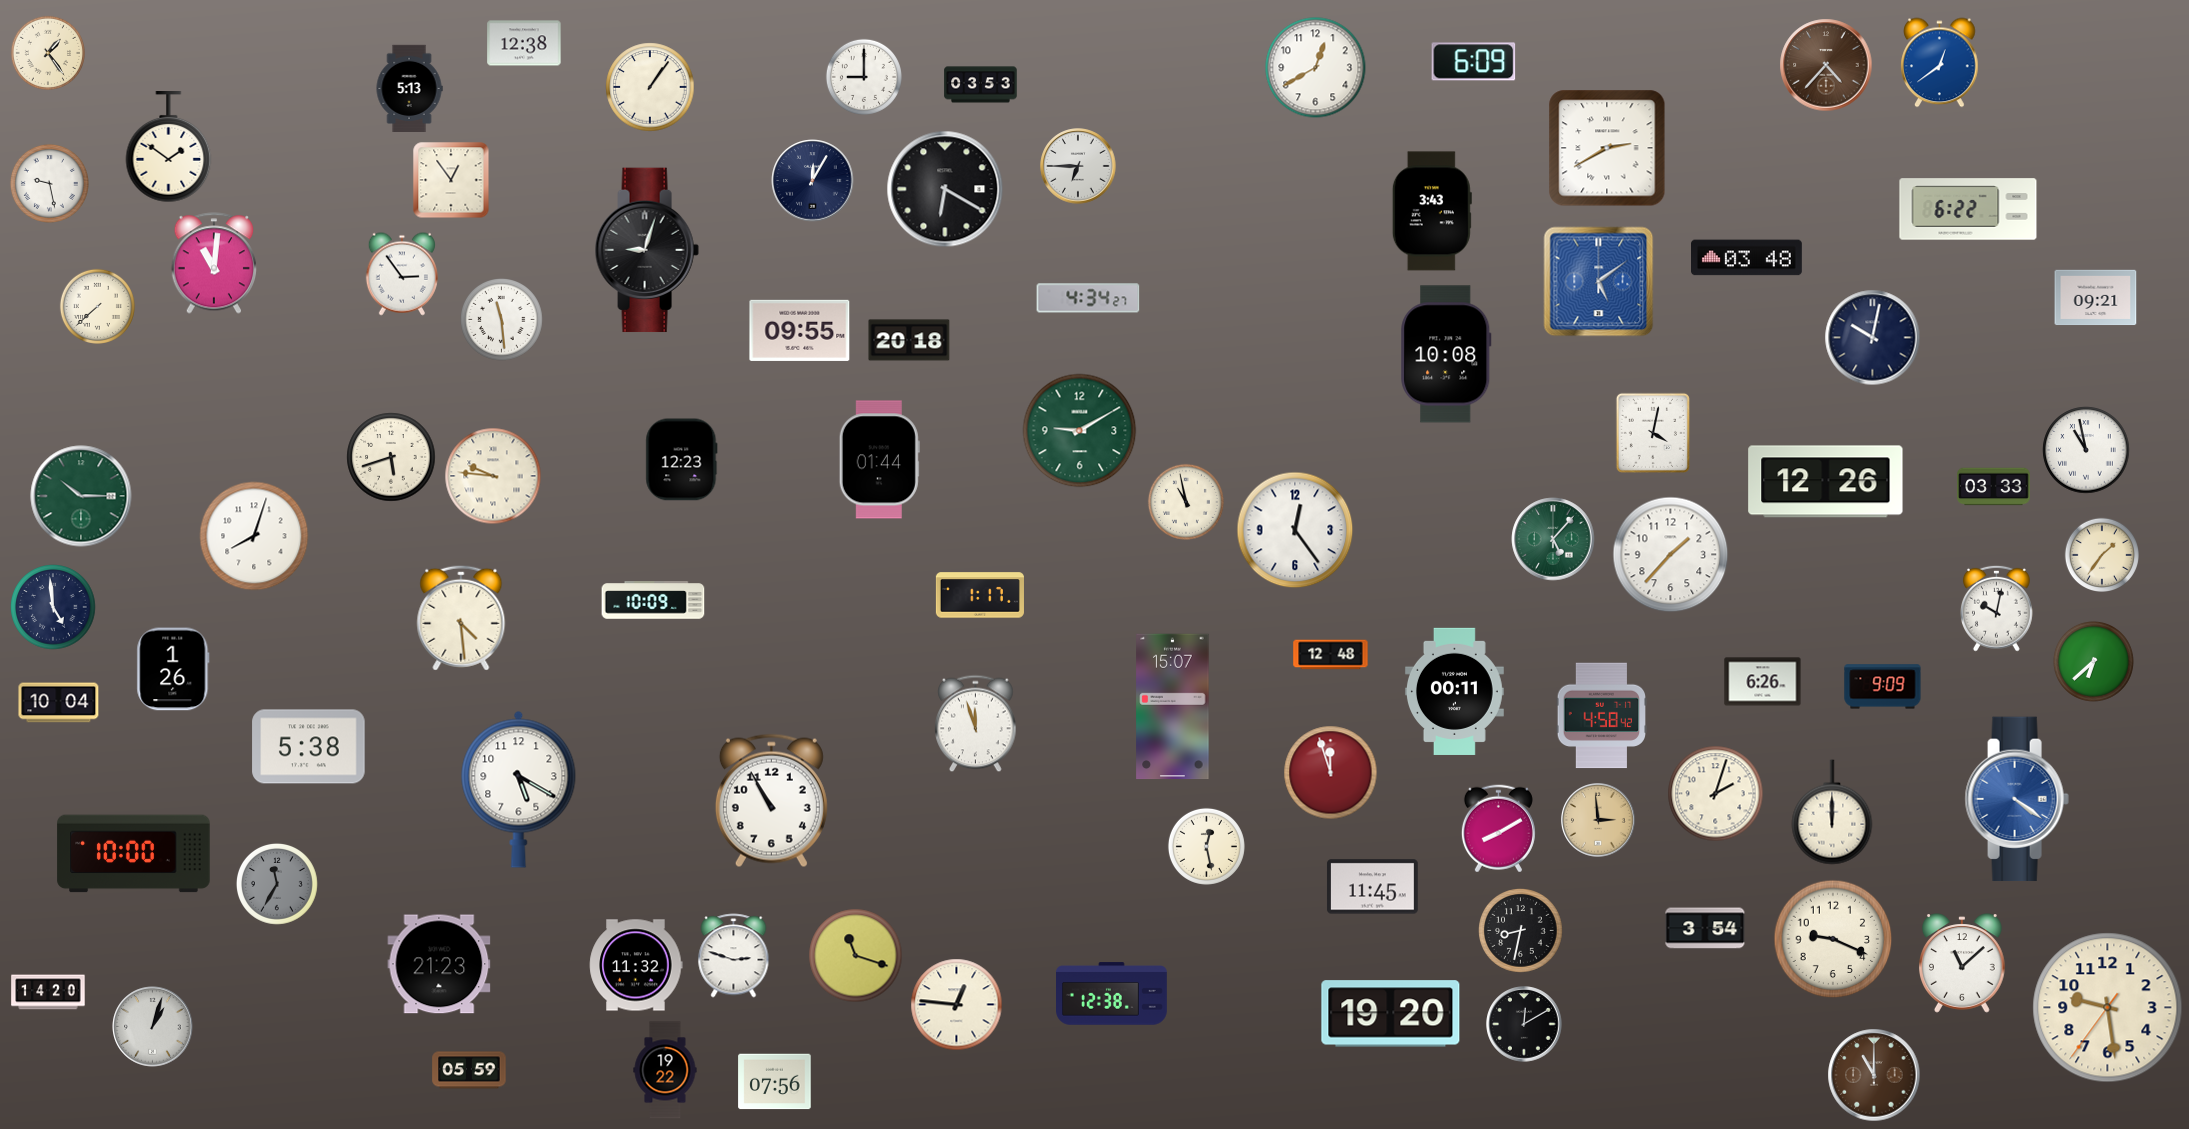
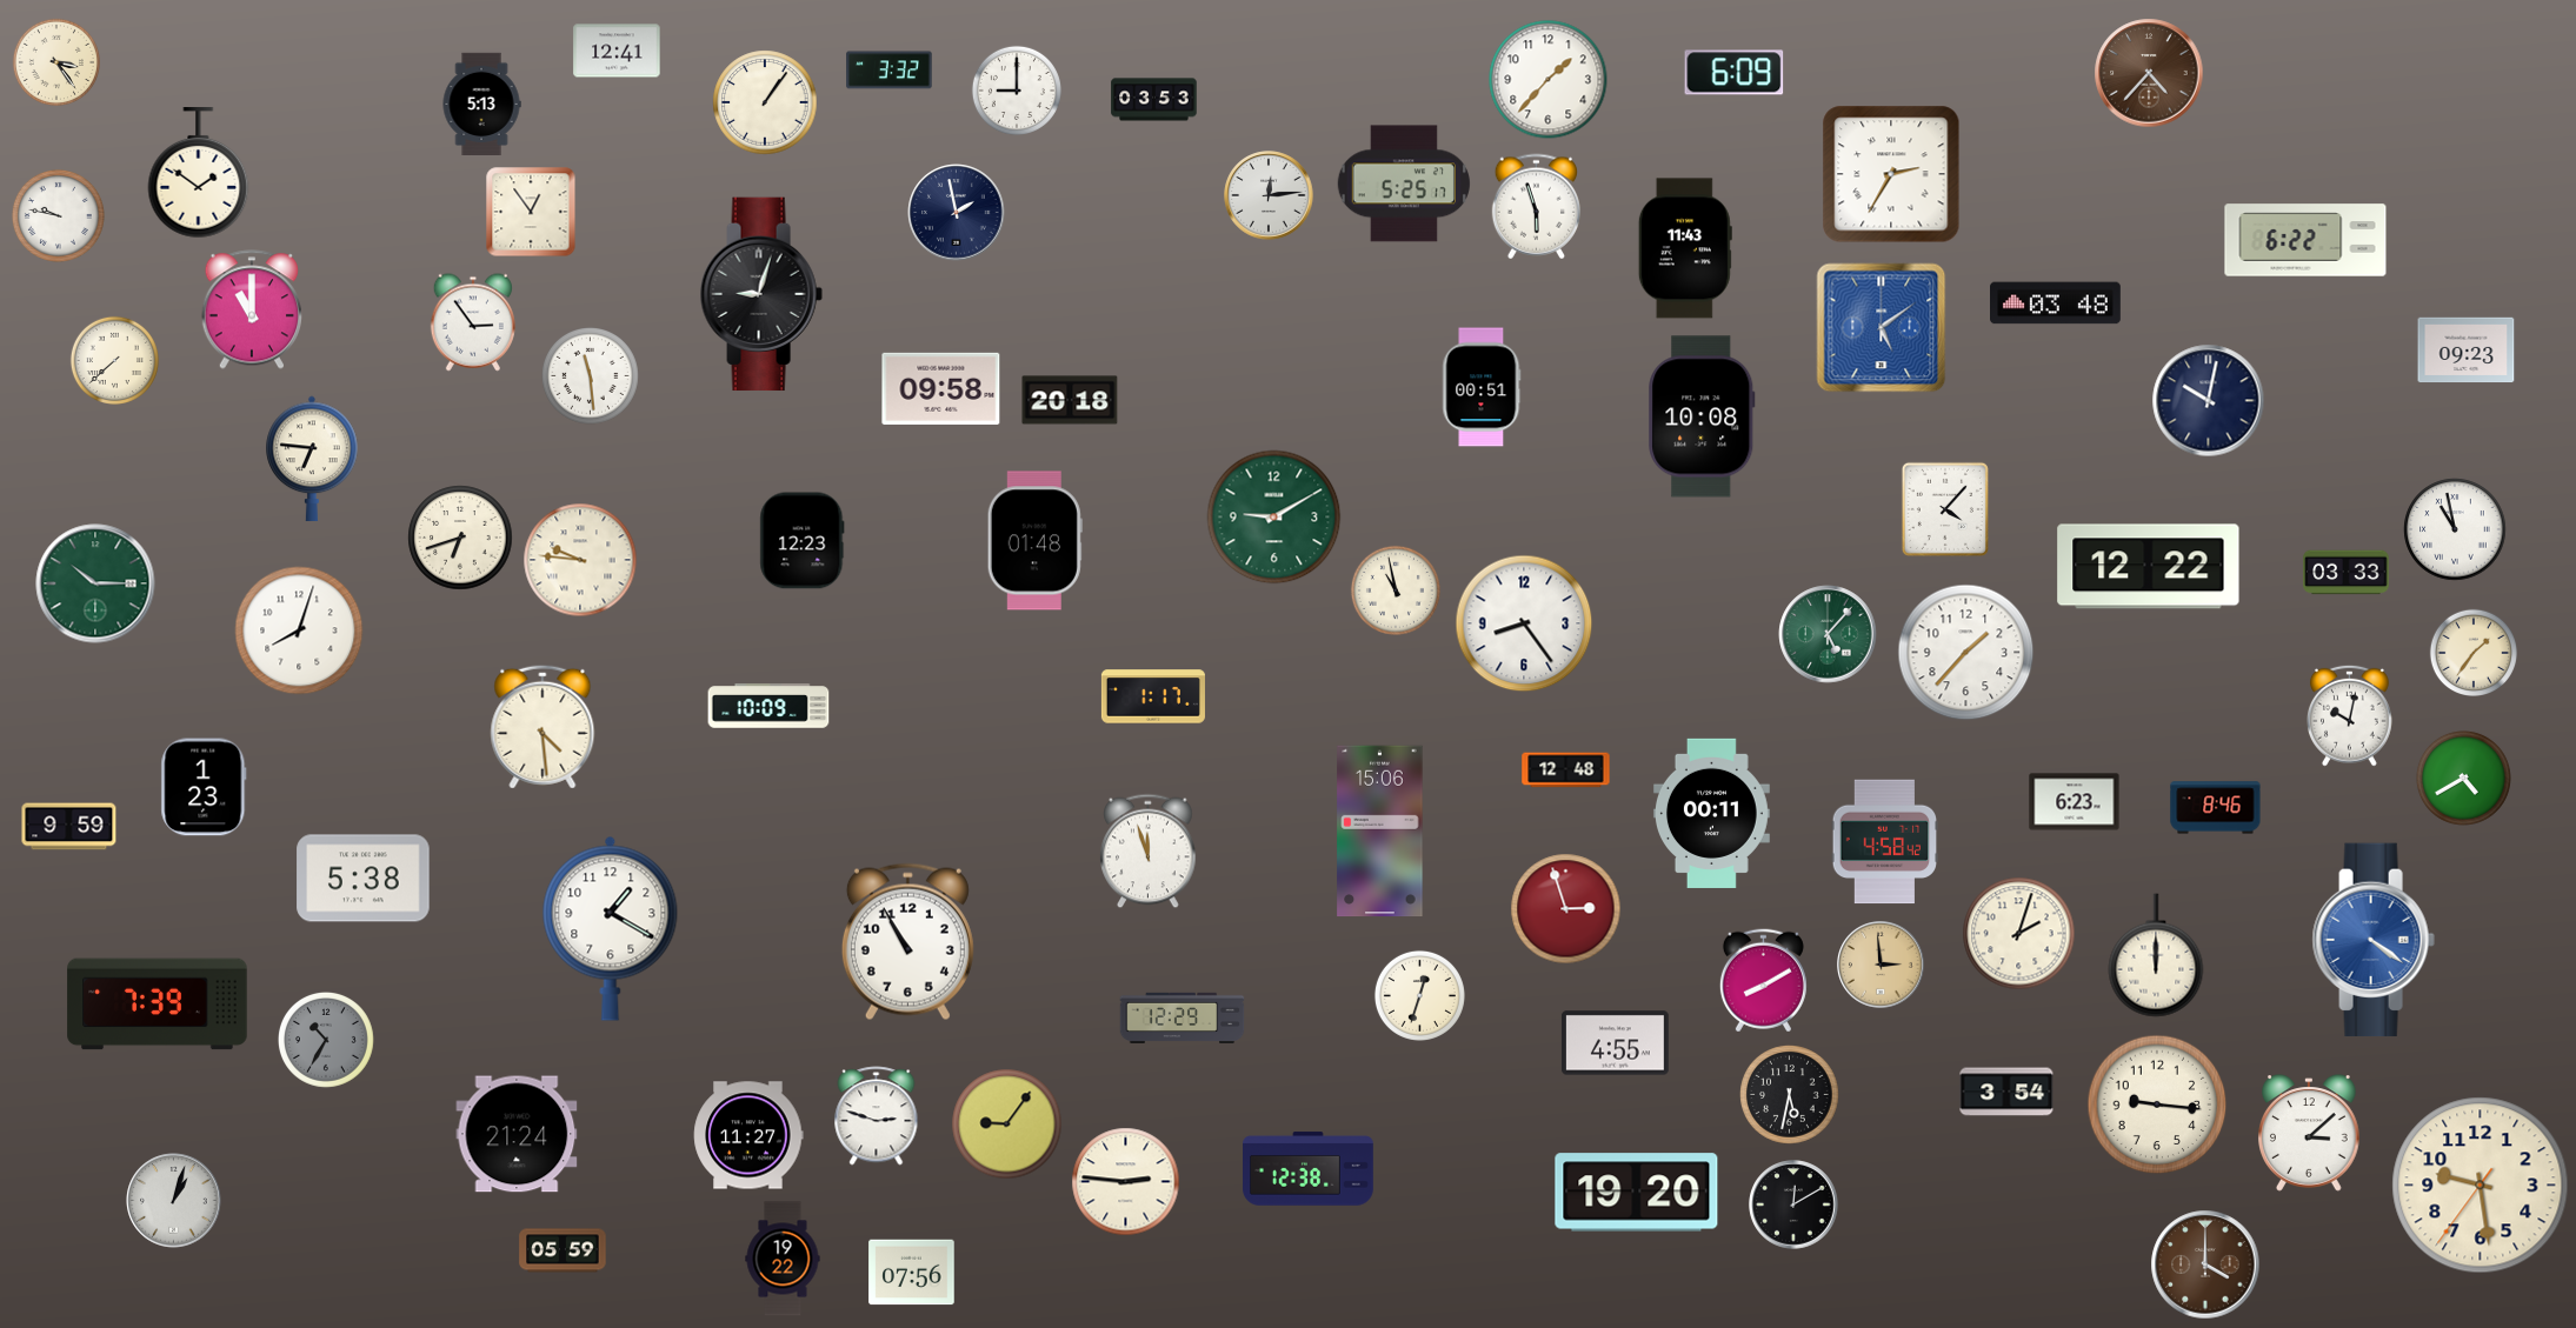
clock at (524, 43): 12:38 -> 12:41
clock at (47, 52): 1:24 -> 3:24
clock at (890, 71): none -> 3:32
clock at (1940, 63): 12:39 -> none
clock at (1826, 65) position: (1826, 65) -> (2149, 73)
clock at (1316, 68): 12:40 -> 1:37
clock at (1607, 148): 2:40 -> 2:35
clock at (1403, 183): none -> 5:25
clock at (1078, 166): 6:45 -> 12:14
clock at (1536, 207): none -> 5:57
clock at (813, 181): 12:05 -> 1:58
clock at (49, 183): 9:28 -> 9:47
clock at (945, 189): 6:20 -> none
clock at (1968, 209) position: (1968, 209) -> (2305, 240)
clock at (1432, 211): 3:43 -> 11:43
clock at (213, 263): 11:01 -> 11:00
clock at (1599, 282) position: (1599, 282) -> (1882, 328)
clock at (1088, 298): 4:34 -> none
clock at (2096, 298): 09:21 -> 09:23
clock at (1482, 387): none -> 00:51
clock at (800, 330): 09:55 -> 09:58
clock at (1873, 338) position: (1873, 338) -> (2209, 401)
clock at (312, 459): none -> 6:46
clock at (1080, 431) position: (1080, 431) -> (1274, 518)
clock at (1653, 433): 4:02 -> 4:07
clock at (391, 457): 5:42 -> 6:42
clock at (879, 460): 01:44 -> 01:48
clock at (1826, 482): 12:26 -> 12:22
clock at (1295, 530): 12:24 -> 8:24
clock at (980, 595) position: (980, 595) -> (1153, 696)
clock at (53, 607): 4:59 -> none
clock at (2093, 661): 6:38 -> 4:40
clock at (173, 669): 1:26 -> 1:23
clock at (1763, 682): 6:26 -> 6:23
clock at (1883, 687): 9:09 -> 8:46
clock at (59, 703): 10:04 -> 9:59
clock at (1173, 707): 15:07 -> 15:06
clock at (1331, 773): 11:57 -> 2:57
clock at (519, 789): 5:20 -> 1:20
clock at (1498, 829) position: (1498, 829) -> (1763, 981)
clock at (1206, 846): 12:28 -> 12:33
clock at (134, 854): 10:00 -> 7:39
clock at (1183, 1017): none -> 12:29
clock at (277, 884): 11:35 -> 10:35
clock at (1372, 887): 11:45 -> 4:55
clock at (1521, 931): 8:32 -> 5:32
clock at (1833, 939): 9:19 -> 9:16
clock at (734, 956) position: (734, 956) -> (877, 1116)
clock at (856, 956): 11:18 -> 9:06
clock at (1963, 963): 11:08 -> 3:08
clock at (439, 964): 21:23 -> 21:24
clock at (636, 965): 11:32 -> 11:27
clock at (48, 992): 14:20 -> none
clock at (957, 1005): 12:46 -> 2:46
clock at (153, 1027) position: (153, 1027) -> (174, 1201)
clock at (469, 1070) position: (469, 1070) -> (563, 1250)
clock at (1874, 1075): 11:00 -> 4:00
